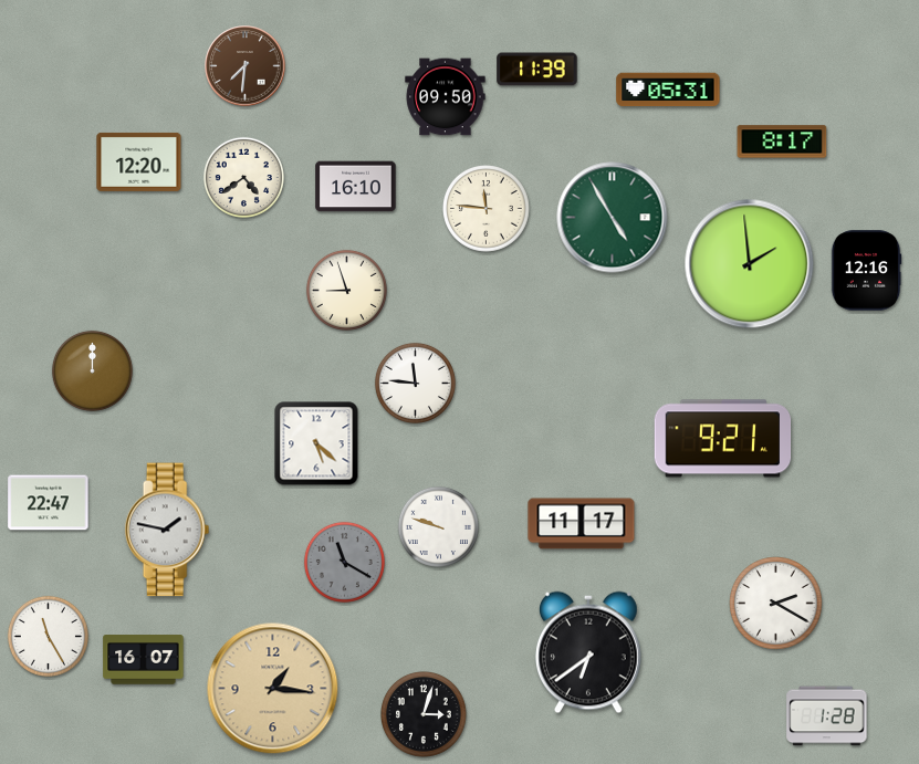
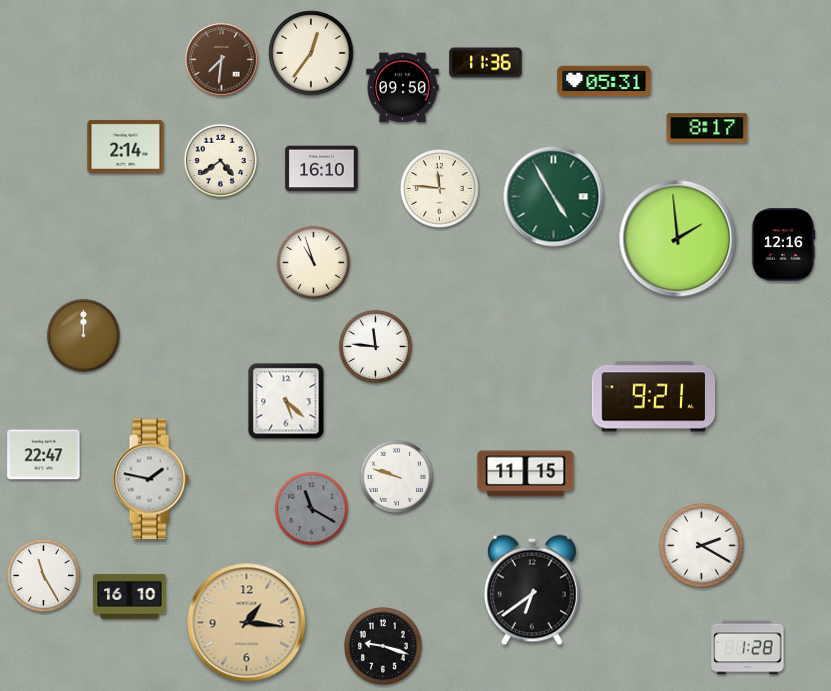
clock at (311, 53): none -> 12:36
clock at (537, 70): 11:39 -> 11:36
clock at (139, 161): 12:20 -> 2:14
clock at (346, 290): 8:57 -> 10:57
clock at (582, 524): 11:17 -> 11:15
clock at (144, 660): 16:07 -> 16:10
clock at (425, 715): 3:03 -> 9:18
